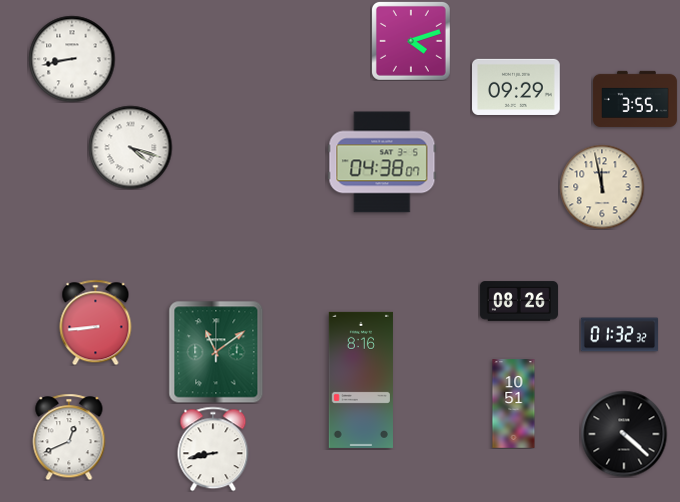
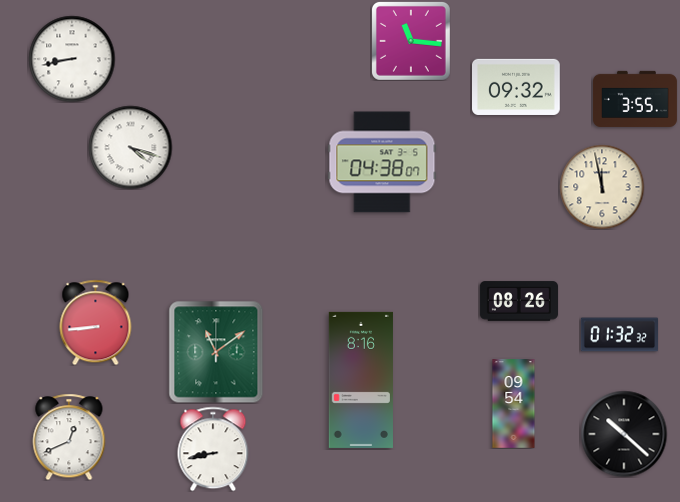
clock at (411, 41): 4:12 -> 11:16
clock at (517, 87): 09:29 -> 09:32
clock at (514, 404): 10:51 -> 09:54
clock at (624, 434): 4:22 -> 10:22
